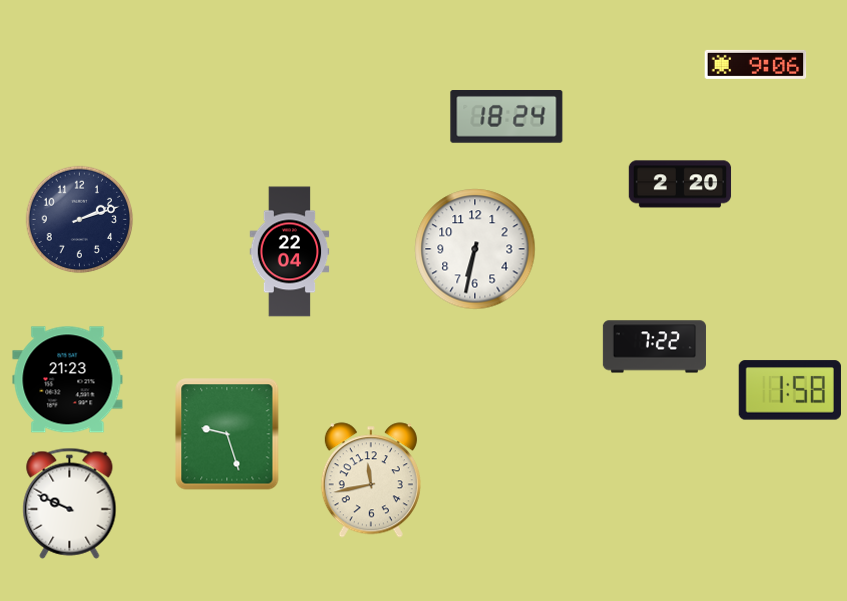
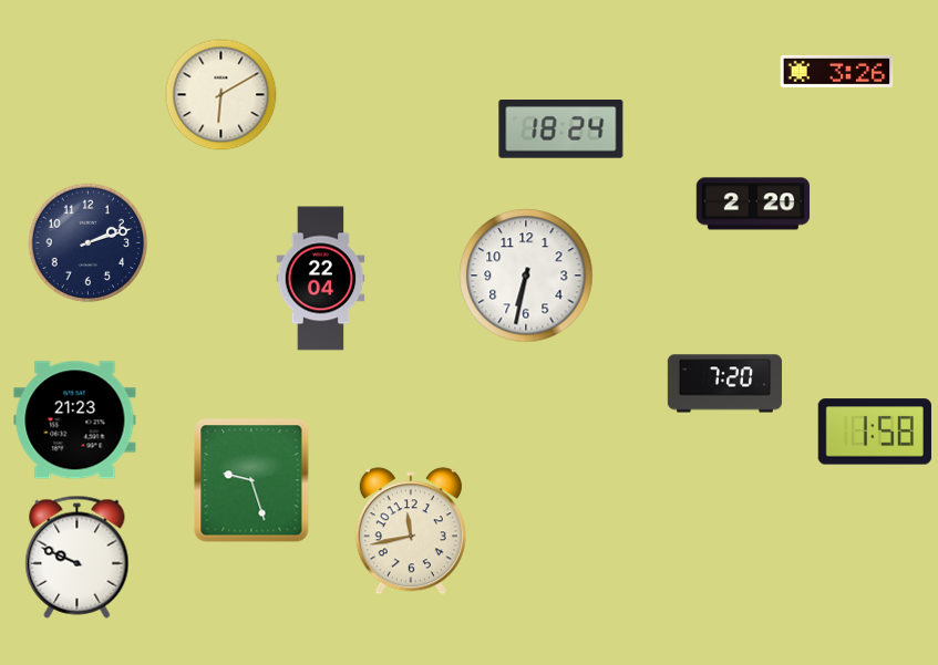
clock at (756, 64): 9:06 -> 3:26
clock at (221, 95): none -> 6:10
clock at (654, 347): 7:22 -> 7:20
